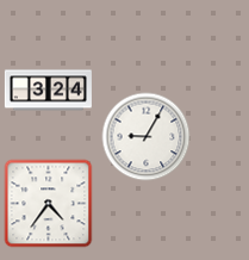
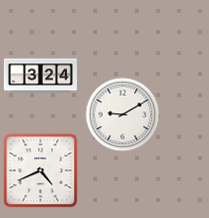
clock at (147, 137): 9:05 -> 9:10
clock at (49, 204): 4:36 -> 4:41
